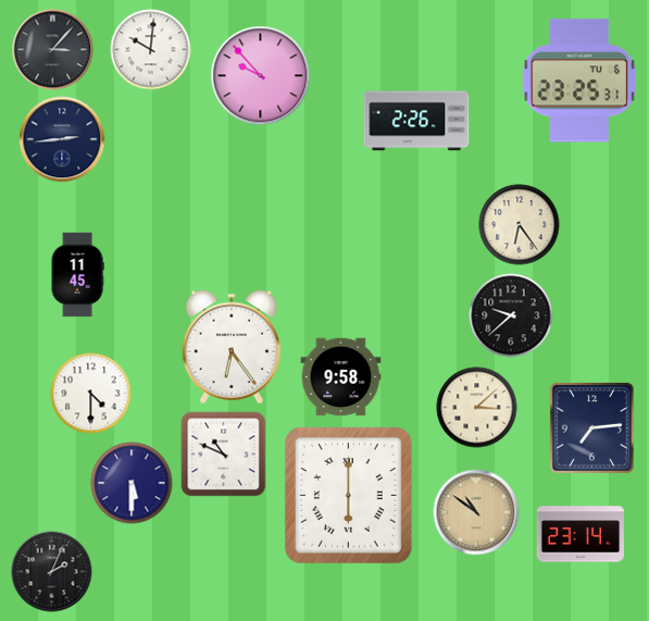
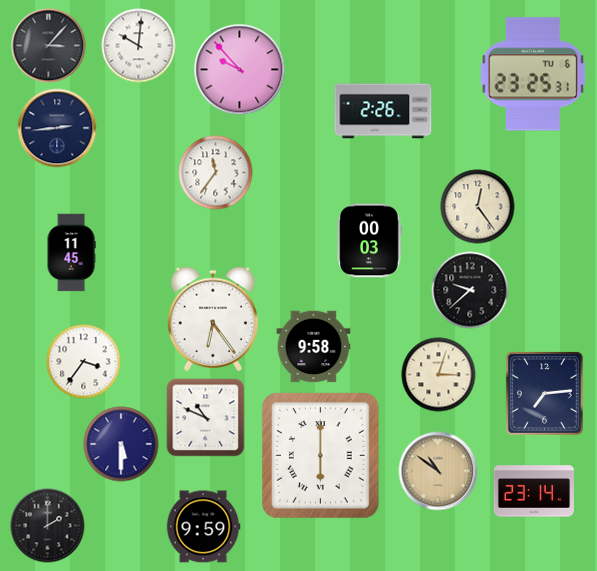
clock at (216, 173): none -> 11:36
clock at (520, 225): 6:24 -> 12:24
clock at (369, 241): none -> 00:03
clock at (91, 394): 4:30 -> 3:36
clock at (477, 408): 3:08 -> 3:03
clock at (52, 572): 2:04 -> 2:00
clock at (203, 527): none -> 9:59
